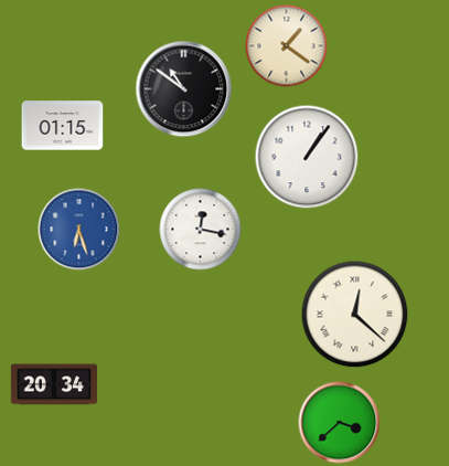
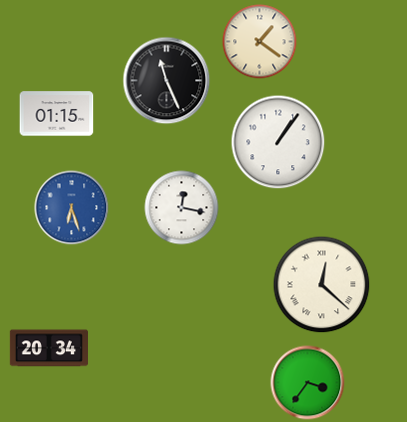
clock at (184, 89): 10:51 -> 11:26
clock at (340, 423): 3:38 -> 3:36
